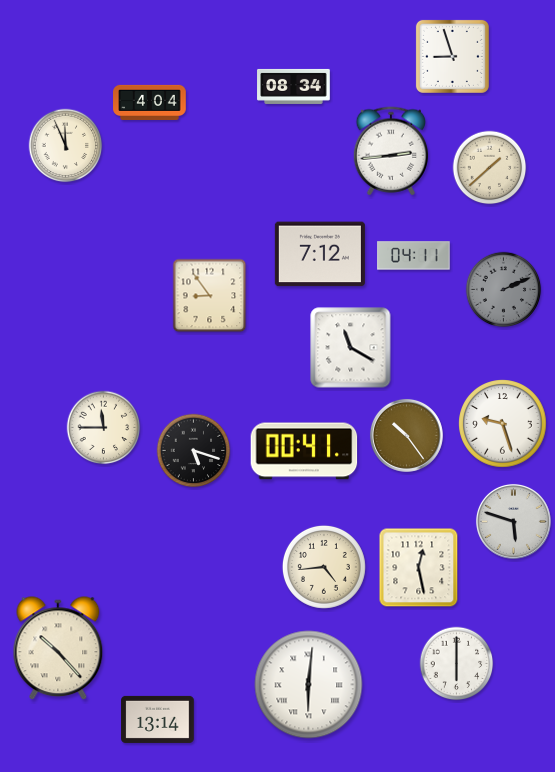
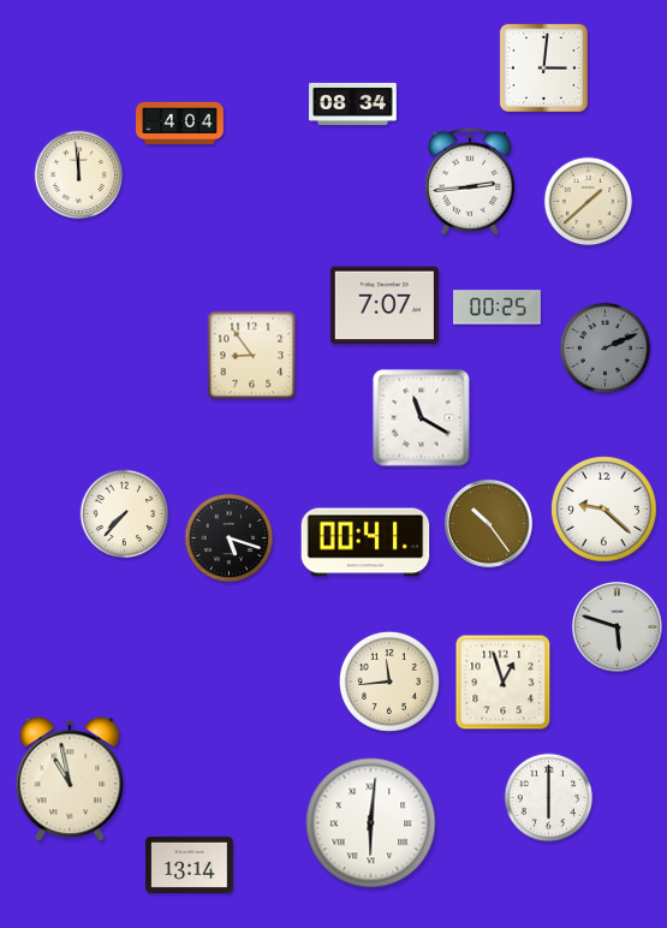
clock at (452, 56): 8:57 -> 3:01
clock at (66, 146): 11:56 -> 11:59
clock at (320, 254): 7:12 -> 7:07
clock at (414, 256): 04:11 -> 00:25
clock at (503, 424): 9:27 -> 9:22
clock at (104, 428): 11:45 -> 7:37
clock at (194, 451) position: (194, 451) -> (230, 539)
clock at (324, 567): 4:44 -> 11:44
clock at (419, 568): 12:28 -> 12:57
clock at (58, 649): 10:23 -> 10:58
